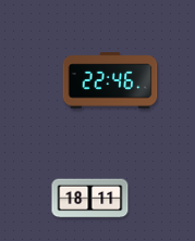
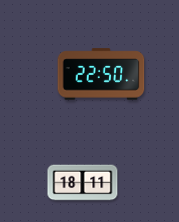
clock at (110, 80): 22:46 -> 22:50
